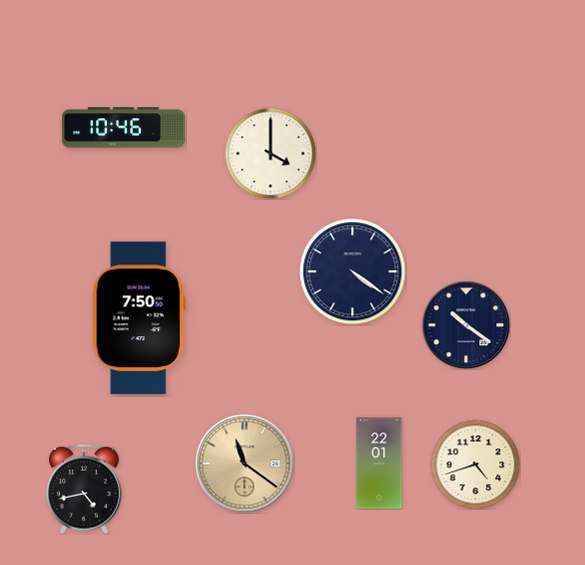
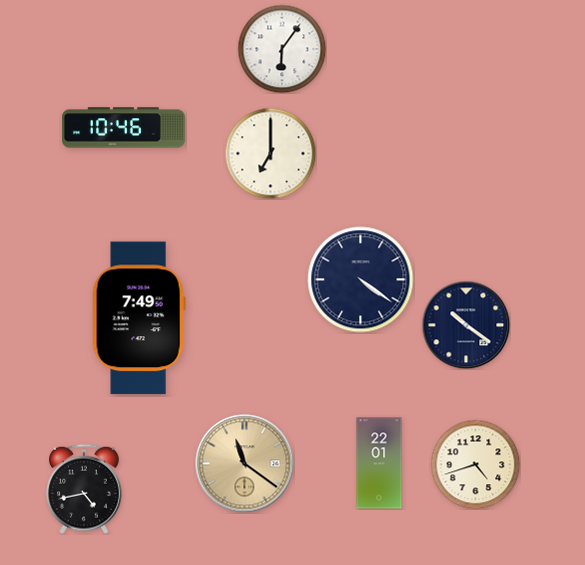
clock at (282, 49): none -> 6:06
clock at (270, 153): 4:00 -> 7:00
clock at (353, 272) position: (353, 272) -> (361, 280)
clock at (139, 318): 7:50 -> 7:49
